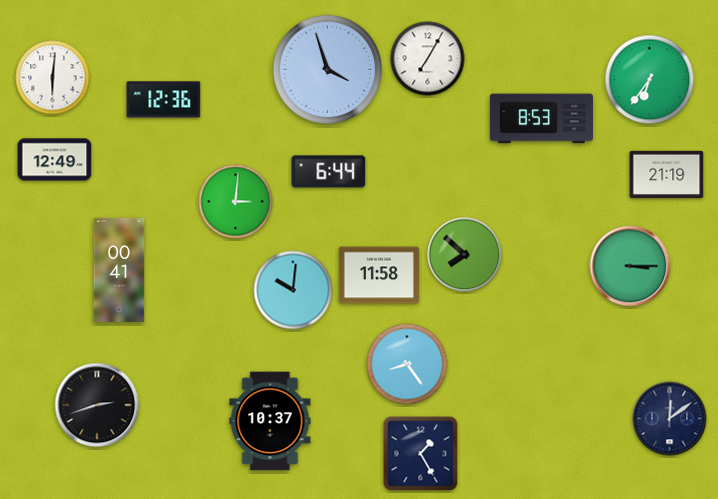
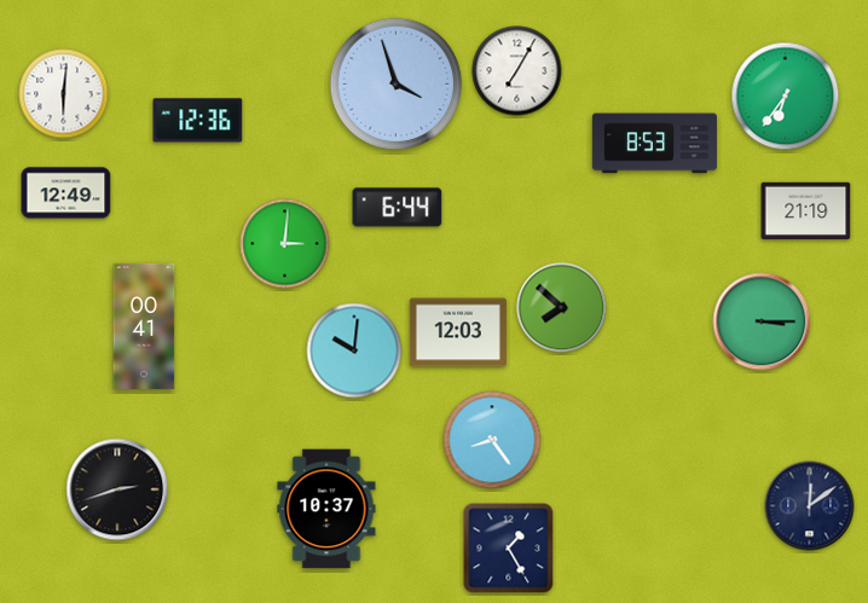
clock at (379, 275): 11:58 -> 12:03
